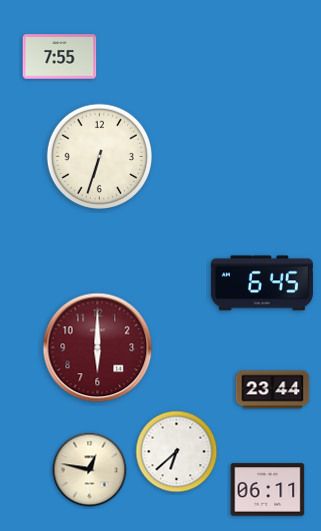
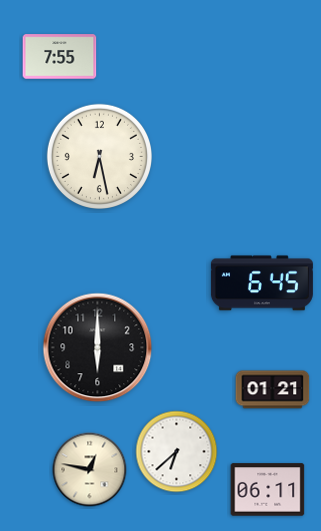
clock at (100, 157): 6:33 -> 6:28
clock at (98, 348) dial: burgundy -> black
clock at (273, 390): 23:44 -> 01:21
